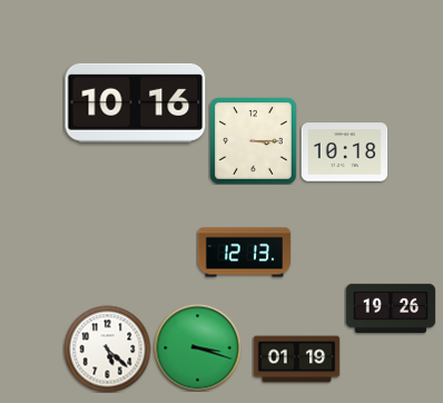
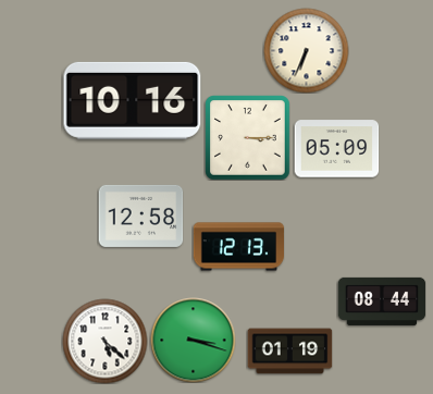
clock at (306, 50): none -> 6:34
clock at (344, 153): 10:18 -> 05:09
clock at (140, 216): none -> 12:58
clock at (391, 308): 19:26 -> 08:44
